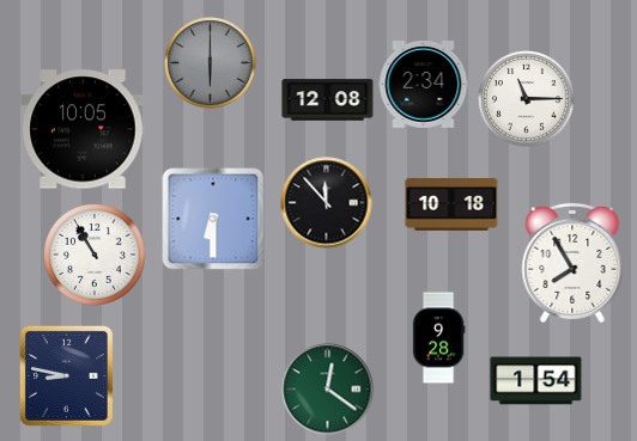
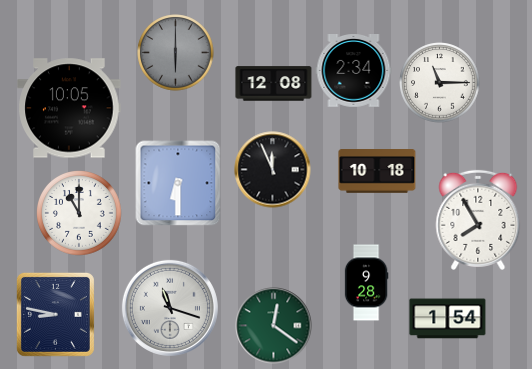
clock at (327, 203): 11:53 -> 11:56
clock at (96, 256): 10:55 -> 11:00
clock at (170, 308): none -> 11:18
